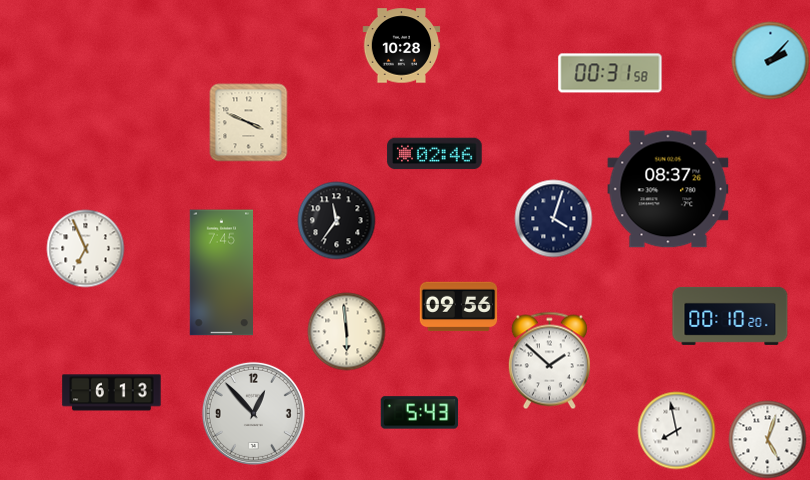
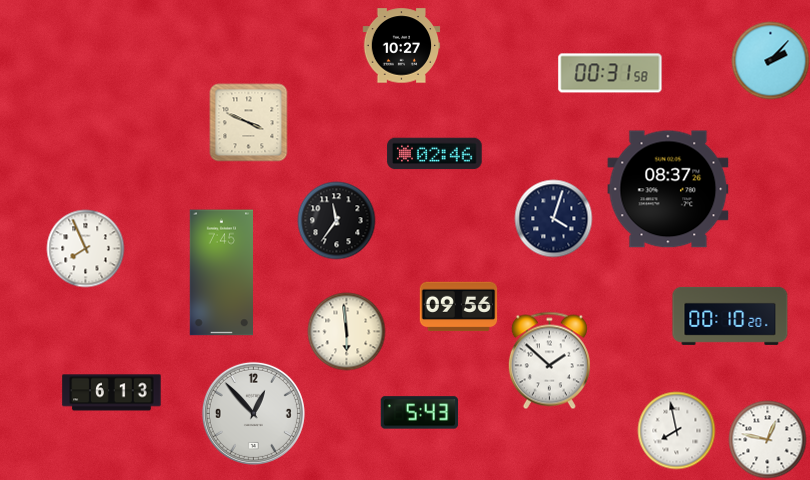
clock at (401, 46): 10:28 -> 10:27
clock at (85, 248): 6:56 -> 7:56
clock at (767, 439): 5:03 -> 12:47
